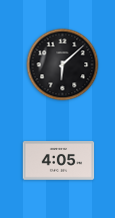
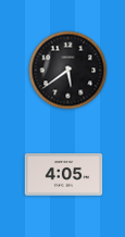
clock at (63, 65): 6:08 -> 5:39
